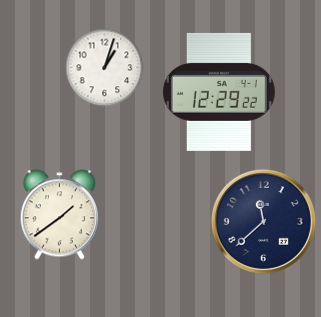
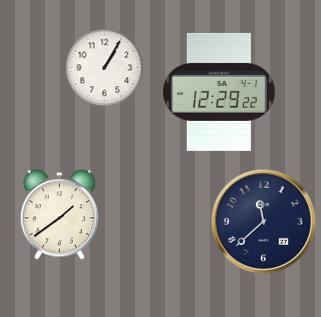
clock at (105, 68): 1:03 -> 1:05
